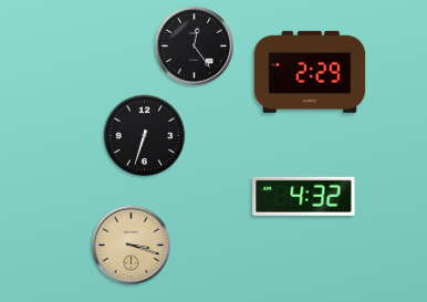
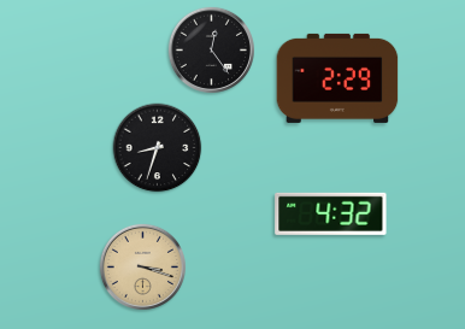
clock at (145, 136): 6:33 -> 8:33
